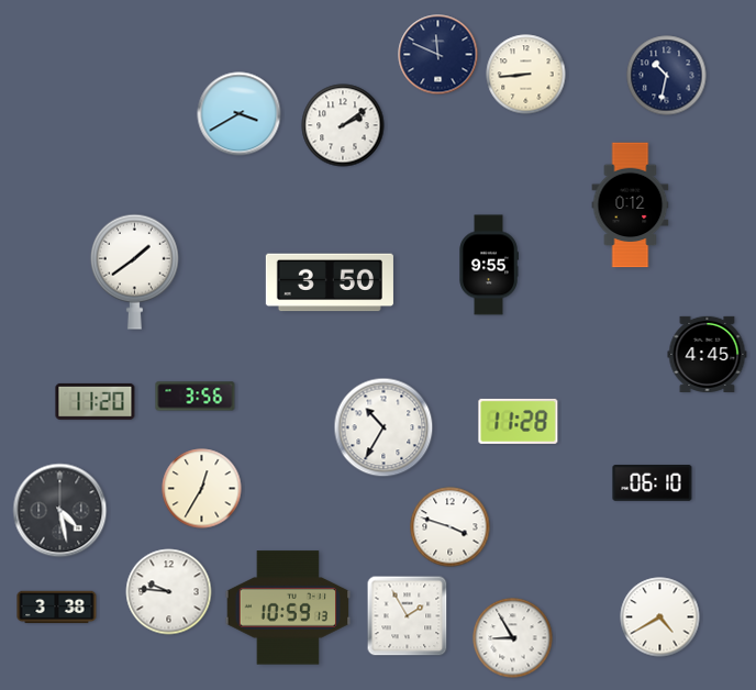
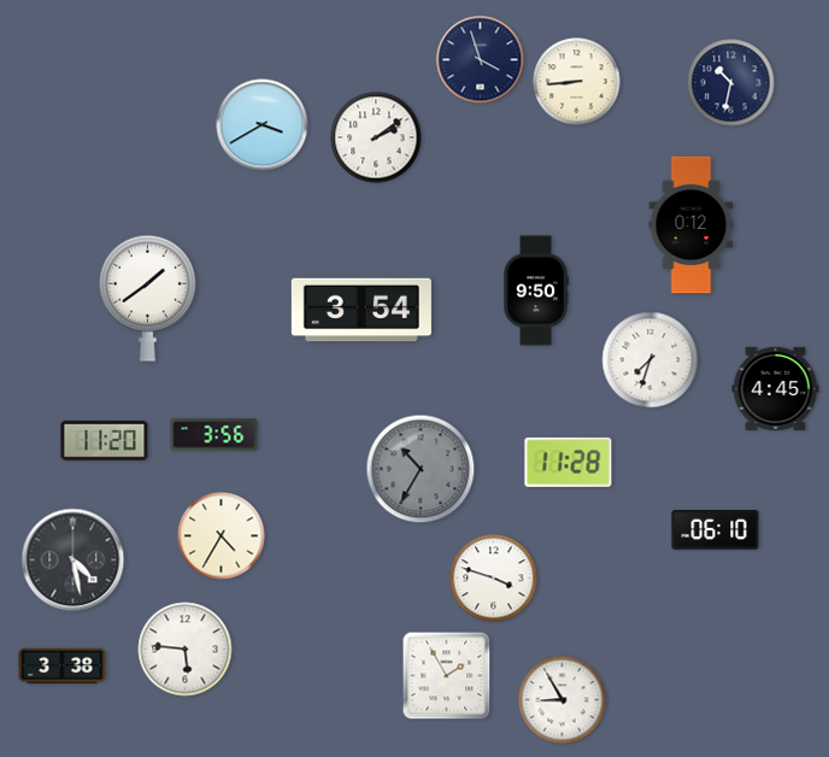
clock at (438, 55): 11:49 -> 3:57
clock at (489, 265): 9:55 -> 9:50
clock at (330, 282): 3:50 -> 3:54
clock at (651, 360): none -> 7:33
clock at (383, 427) dial: white -> grey
clock at (202, 489): 12:35 -> 4:35
clock at (60, 511) position: (60, 511) -> (74, 561)
clock at (169, 592): 9:46 -> 5:46
clock at (288, 608): 10:59 -> none
clock at (660, 617): 4:40 -> none
